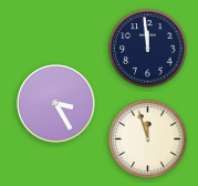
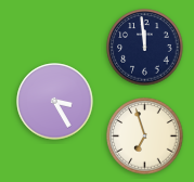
clock at (148, 139): 11:57 -> 6:57
